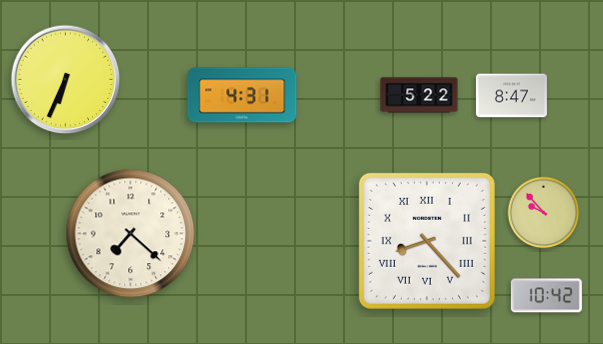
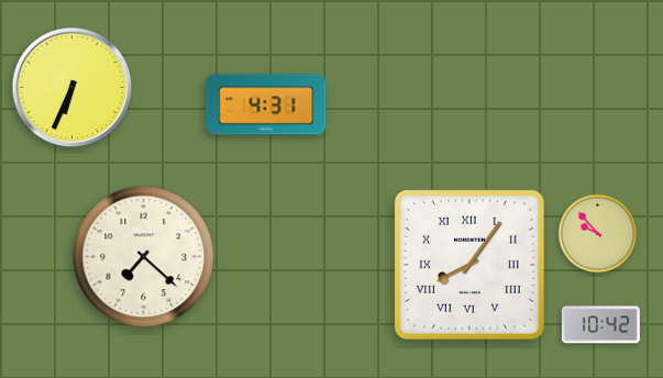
clock at (419, 95): 5:22 -> none
clock at (511, 96): 8:47 -> none
clock at (427, 241): 8:23 -> 8:06
